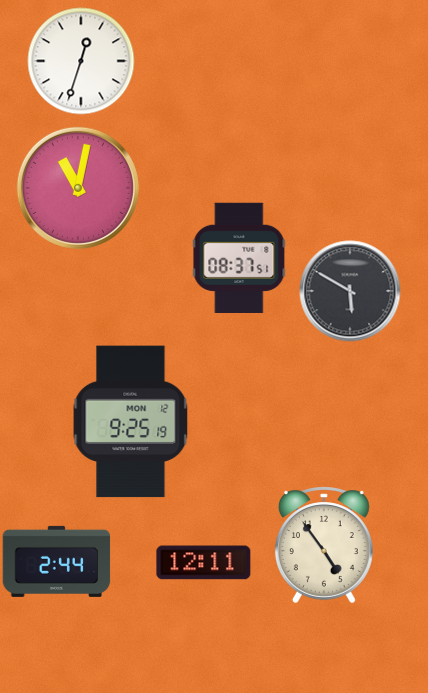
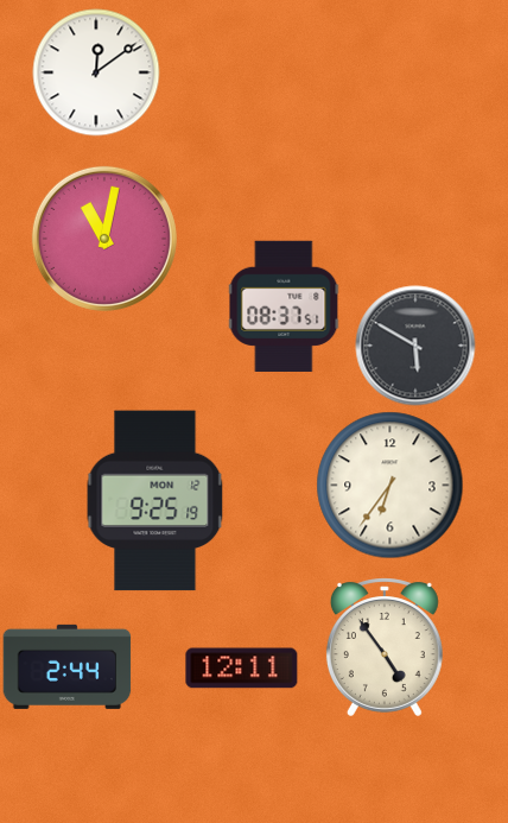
clock at (81, 61): 12:33 -> 12:09
clock at (78, 188) position: (78, 188) -> (104, 239)
clock at (390, 486): none -> 6:36
